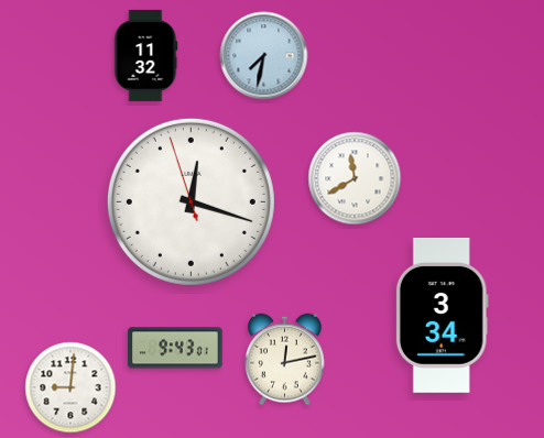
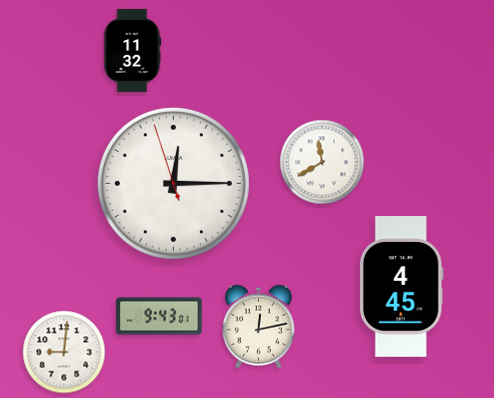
clock at (264, 56): 7:32 -> none
clock at (191, 201): 12:17 -> 12:14
clock at (442, 316): 3:34 -> 4:45
